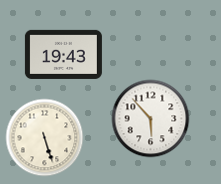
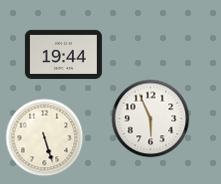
clock at (63, 54): 19:43 -> 19:44
clock at (150, 118): 5:53 -> 5:56
